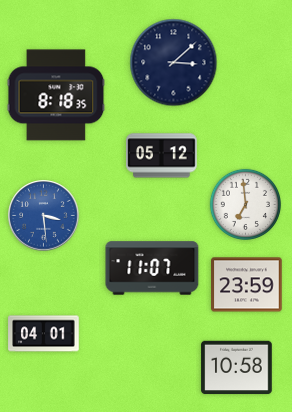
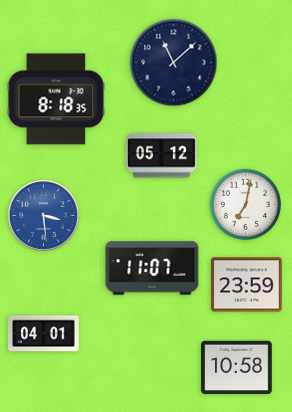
clock at (174, 63): 3:08 -> 11:08
clock at (56, 95) position: (56, 95) -> (56, 99)
clock at (245, 204): 6:59 -> 7:02
